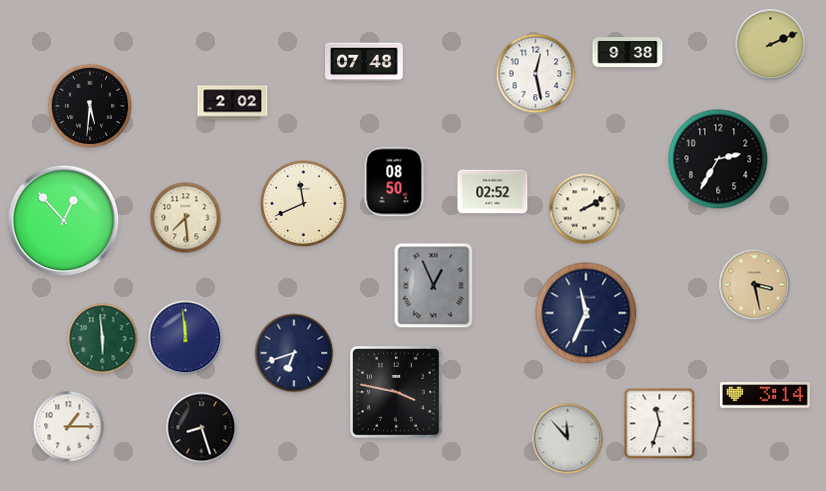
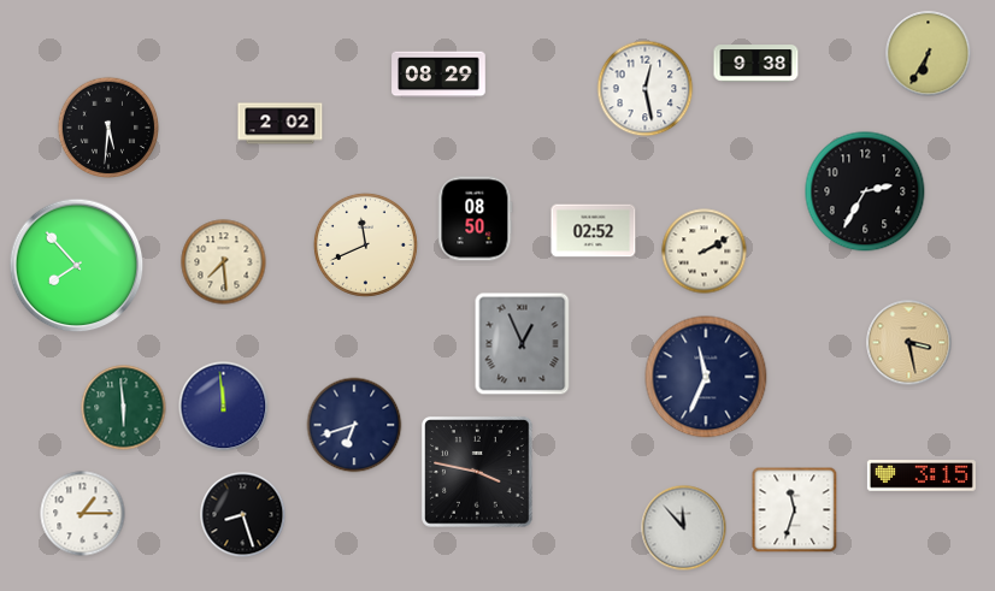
clock at (771, 45): 2:11 -> 6:35
clock at (364, 62): 07:48 -> 08:29
clock at (64, 221): 12:53 -> 7:53
clock at (765, 395): 3:14 -> 3:15
